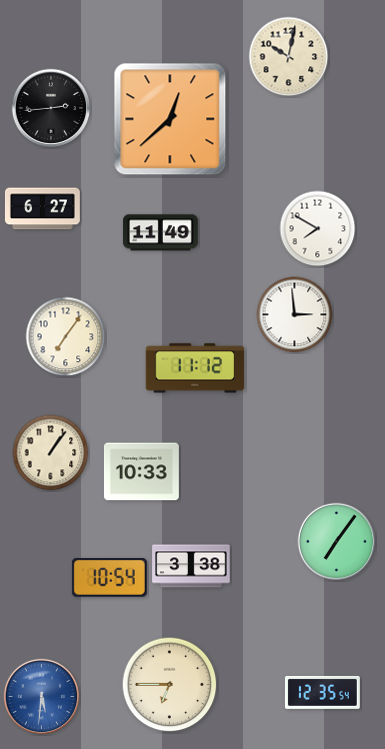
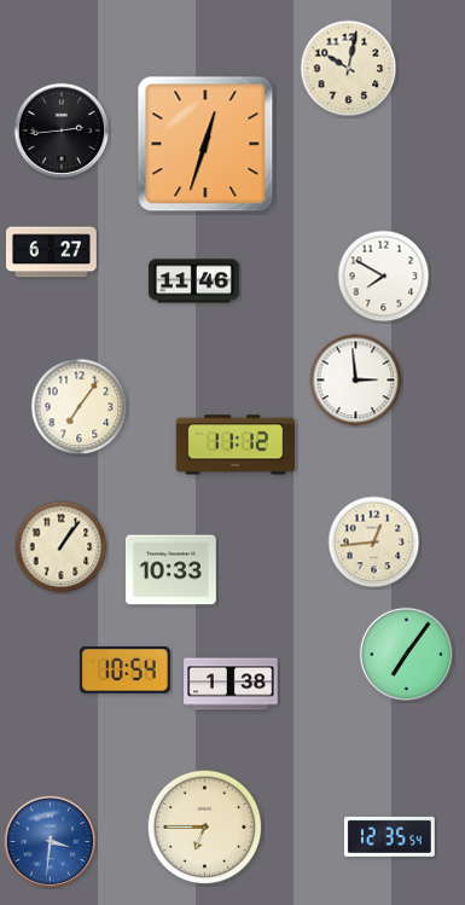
clock at (170, 119): 12:38 -> 12:33
clock at (160, 233): 11:49 -> 11:46
clock at (374, 543): none -> 12:44
clock at (191, 566): 3:38 -> 1:38
clock at (109, 578) position: (109, 578) -> (124, 671)
clock at (42, 697): 5:31 -> 3:31
